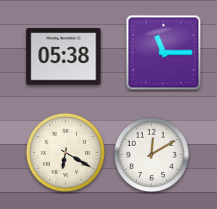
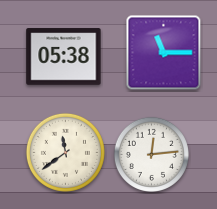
clock at (65, 152): 6:20 -> 11:39
clock at (151, 154): 12:10 -> 12:14
